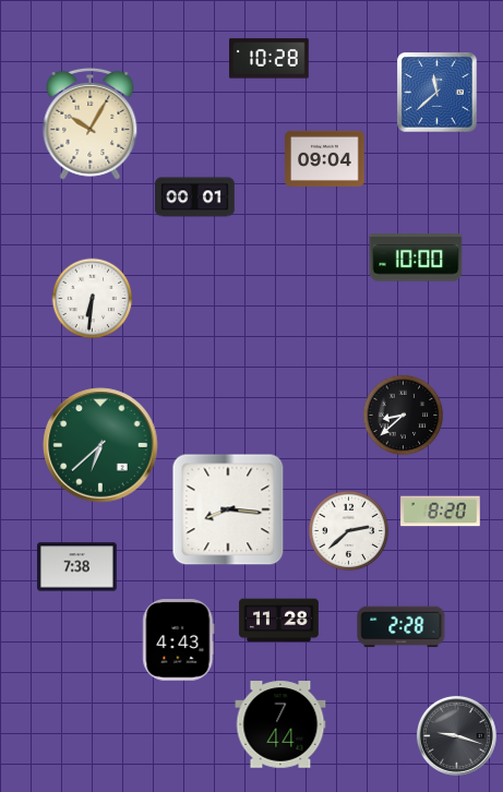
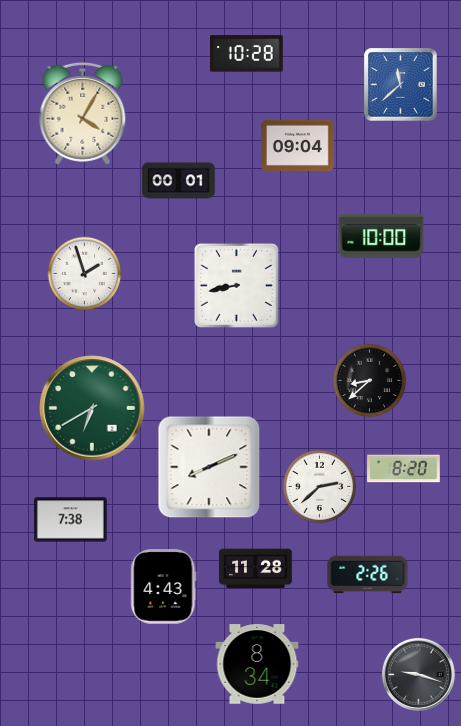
clock at (91, 123): 10:05 -> 4:05
clock at (93, 299): 6:31 -> 1:57
clock at (236, 285): none -> 8:43
clock at (100, 445): 6:38 -> 6:40
clock at (228, 509): 8:16 -> 8:11
clock at (402, 627): 2:28 -> 2:26
clock at (280, 724): 7:44 -> 8:34
